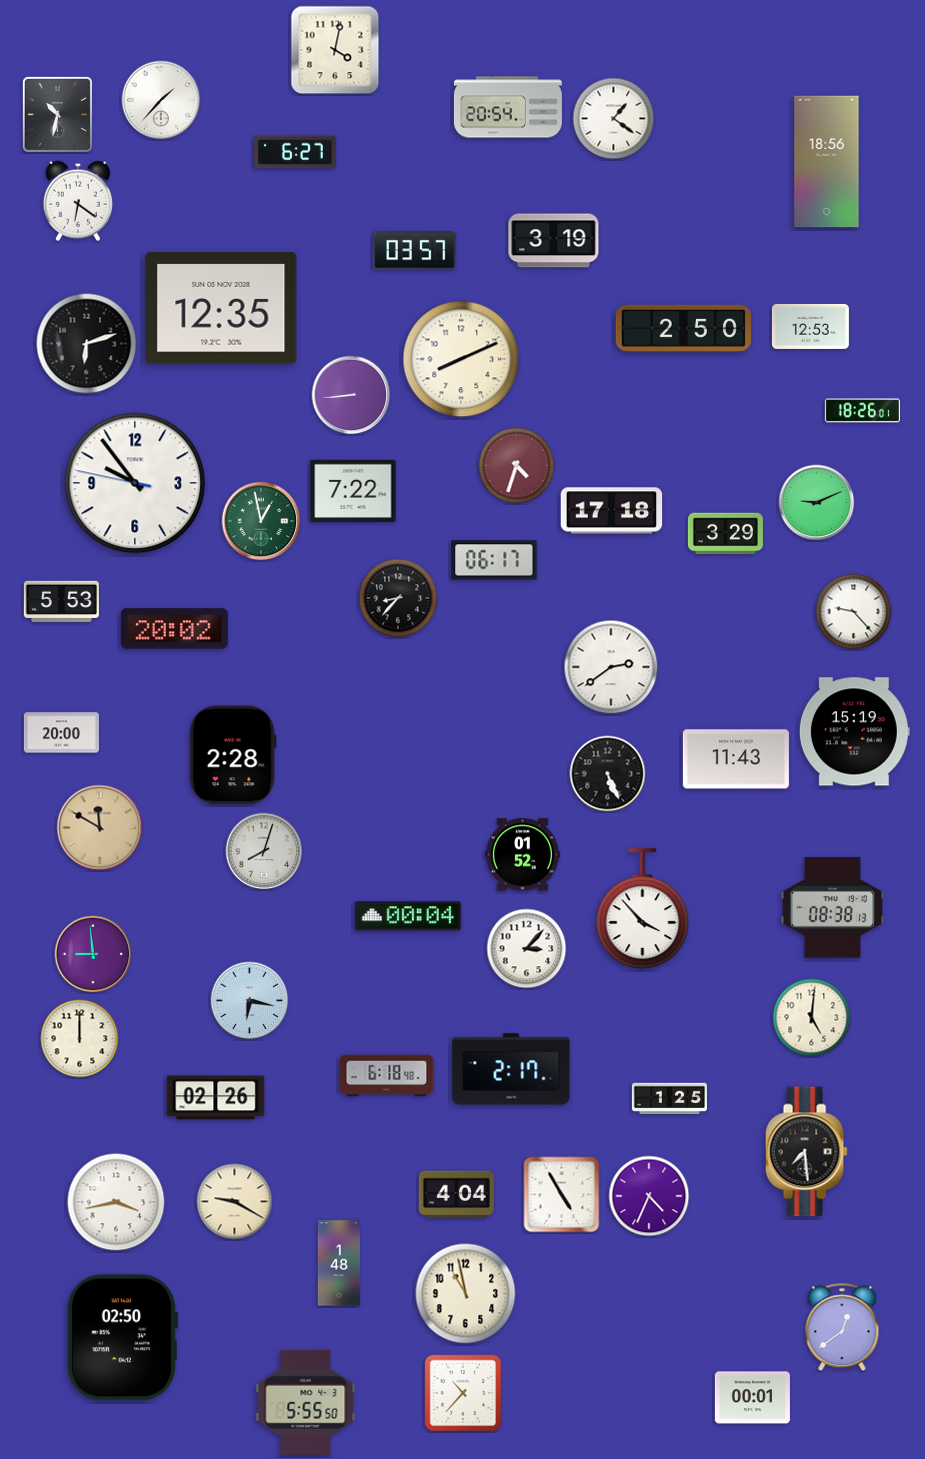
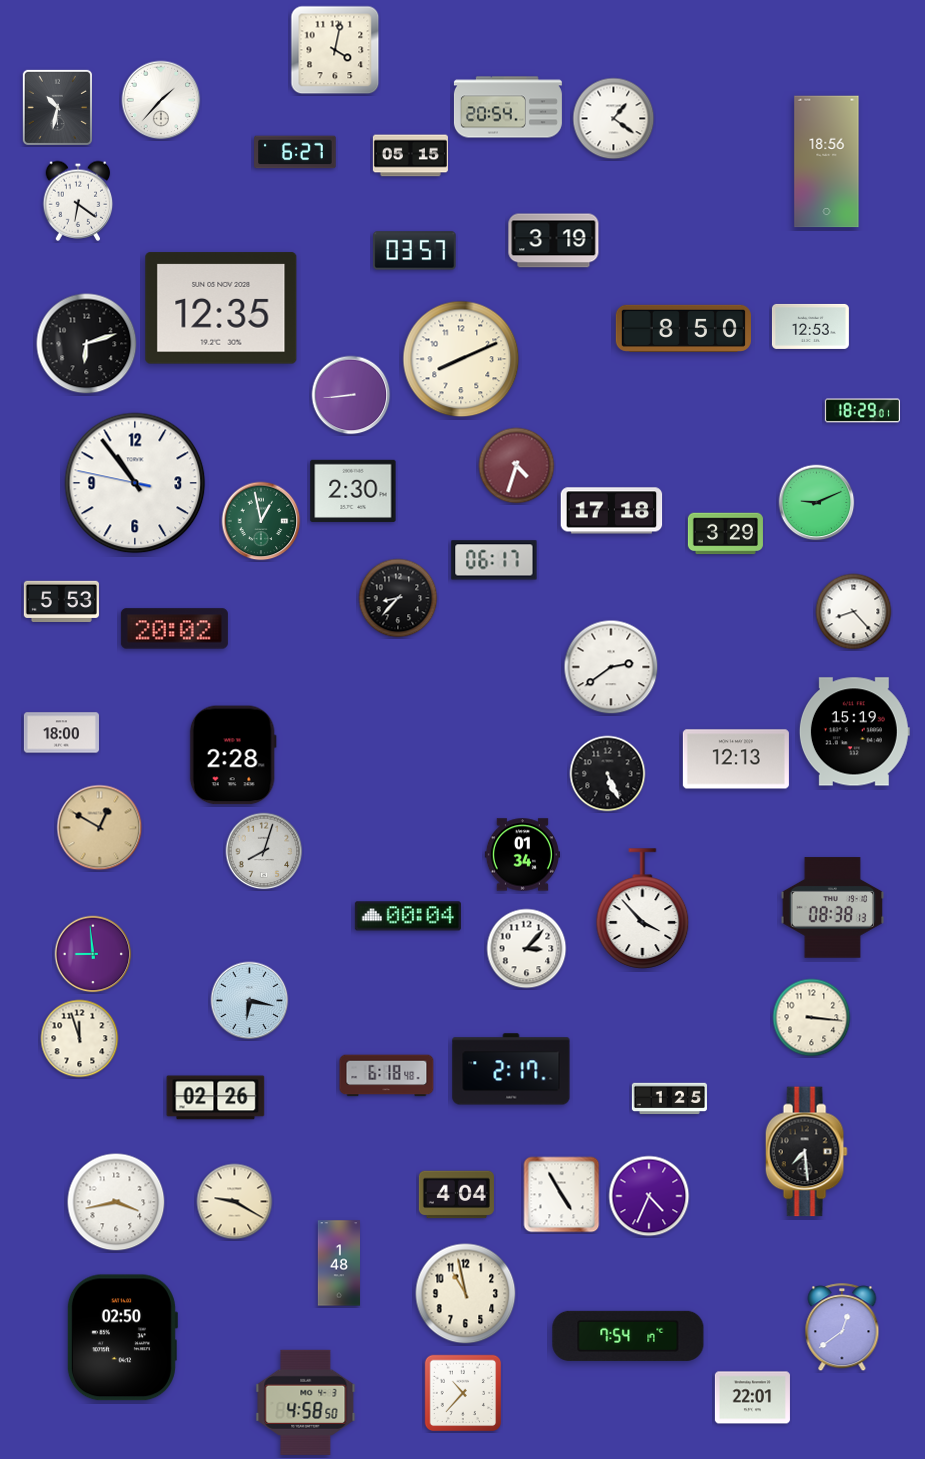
clock at (57, 114) position: (57, 114) -> (57, 107)
clock at (410, 156): none -> 05:15
clock at (683, 328): 2:50 -> 8:50
clock at (862, 411): 18:26 -> 18:29
clock at (135, 483): 9:53 -> 10:53
clock at (353, 491): 7:22 -> 2:30
clock at (854, 612): 9:23 -> 8:23
clock at (61, 733): 20:00 -> 18:00
clock at (736, 759): 11:43 -> 12:13
clock at (100, 828): 11:50 -> 12:50
clock at (522, 855): 01:52 -> 01:34
clock at (812, 1018): 5:01 -> 3:16
clock at (80, 1039): 12:00 -> 11:57
clock at (628, 1336): none -> 7:54
clock at (752, 1398): 00:01 -> 22:01
clock at (306, 1402): 5:55 -> 4:58
